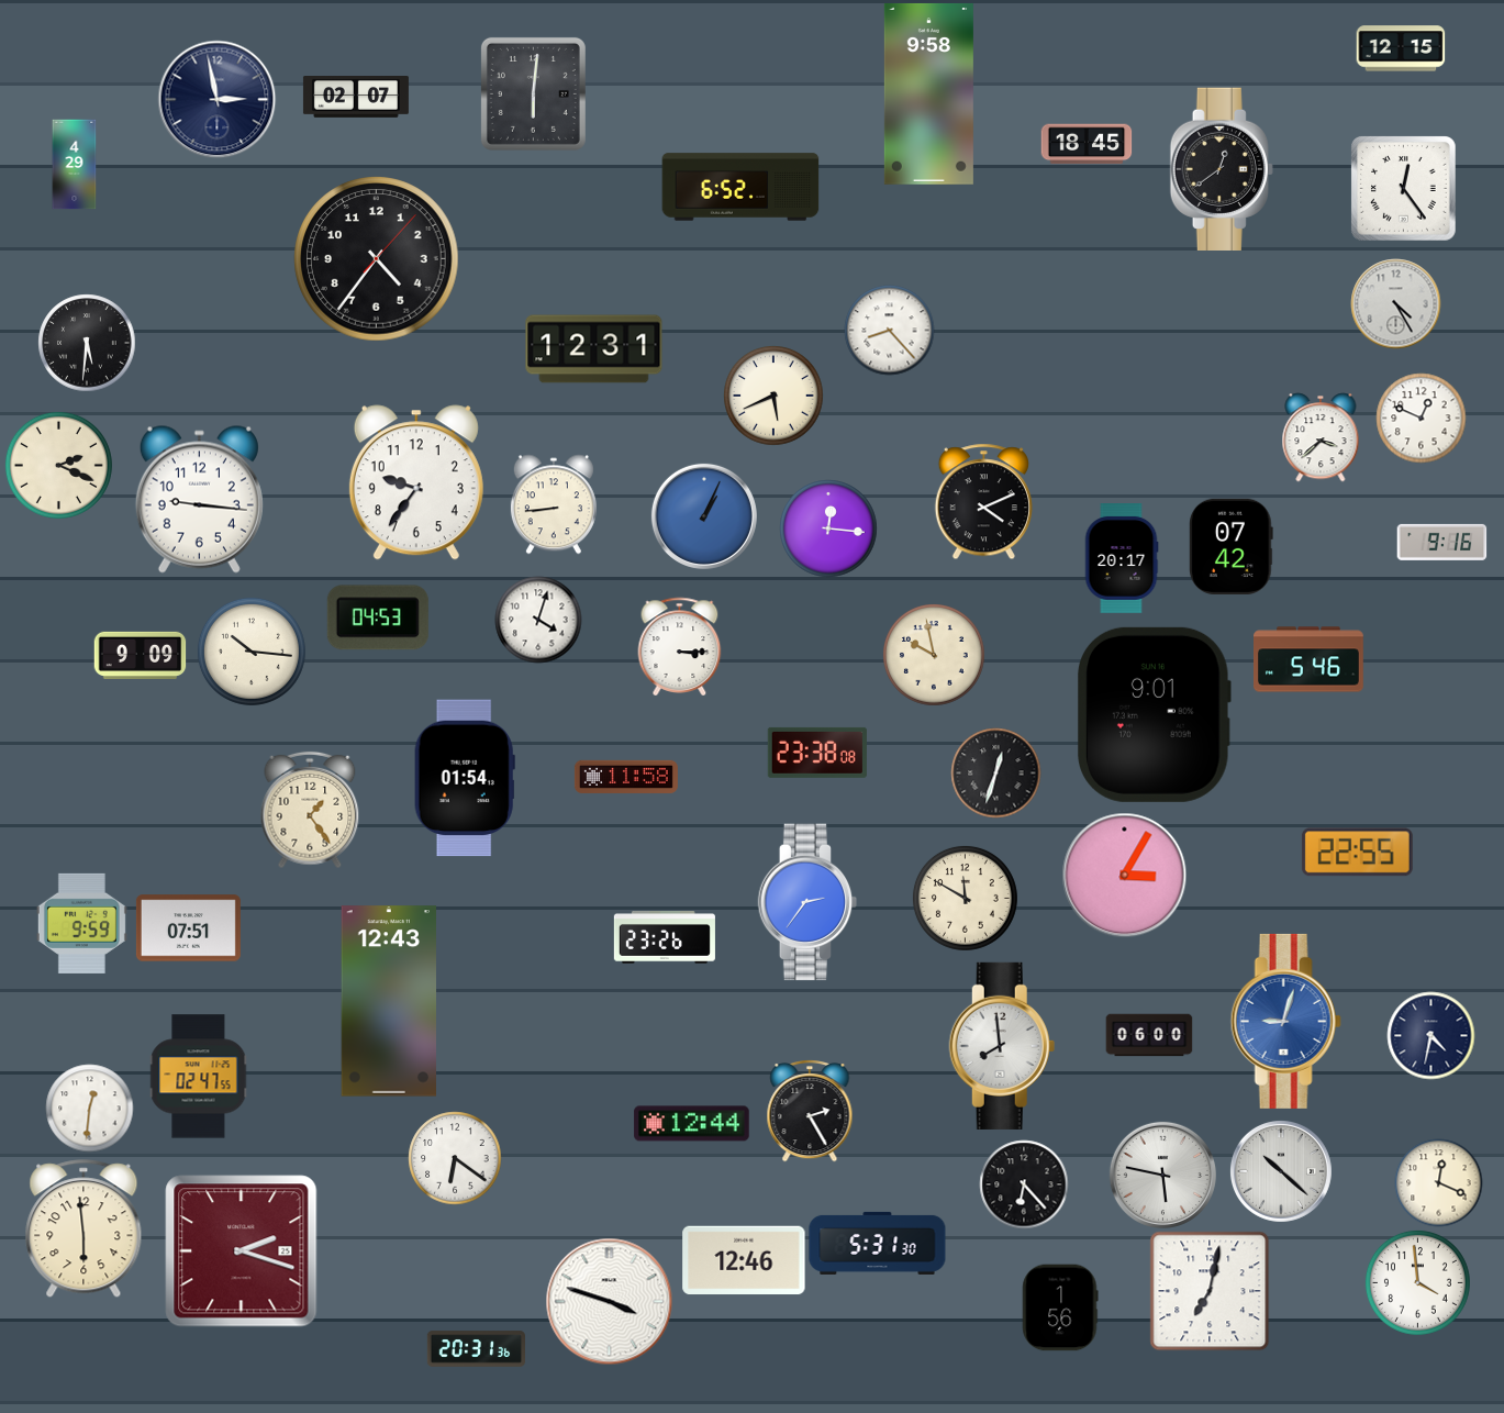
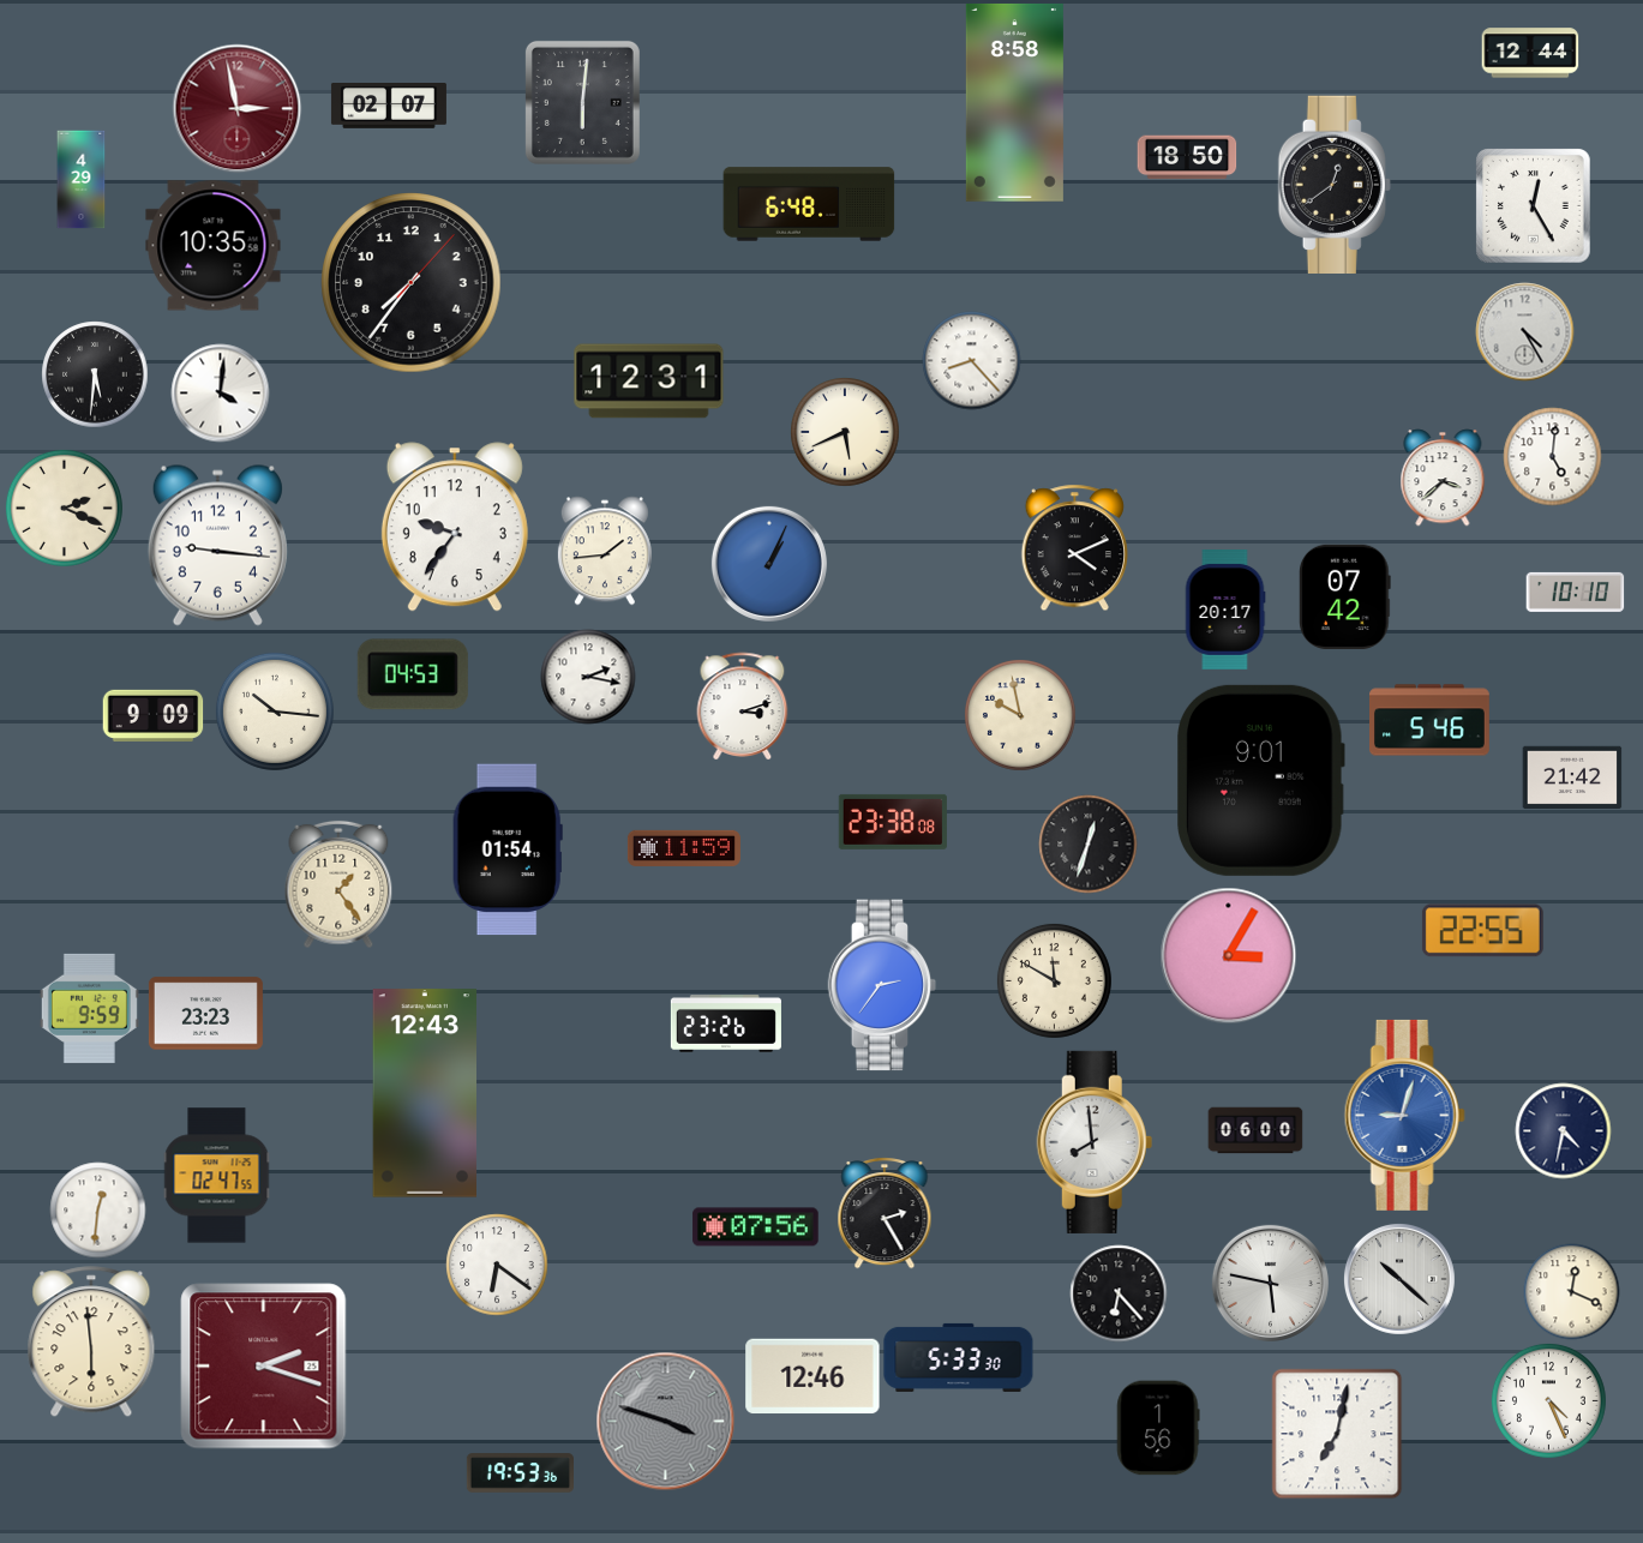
clock at (1401, 48): 12:15 -> 12:44
clock at (928, 94): 9:58 -> 8:58
clock at (216, 99) dial: navy -> burgundy
clock at (1087, 144): 18:45 -> 18:50
clock at (740, 187): 6:52 -> 6:48
clock at (1404, 189): 12:24 -> 12:25
clock at (214, 246): none -> 10:35
clock at (377, 259): 4:36 -> 7:36
clock at (220, 392): none -> 4:01
clock at (1421, 418): 12:49 -> 5:01
clock at (554, 504): 8:44 -> 1:44
clock at (828, 529): 12:16 -> none
clock at (1441, 542): 9:16 -> 10:10
clock at (538, 620): 4:03 -> 2:17
clock at (680, 646): 3:15 -> 3:12
clock at (1572, 777): none -> 21:42
clock at (626, 777): 11:58 -> 11:59
clock at (188, 928): 07:51 -> 23:23
clock at (692, 1124): 12:44 -> 07:56
clock at (878, 1243): 5:31 -> 5:33
clock at (1417, 1282): 3:59 -> 4:26
clock at (1210, 1291) position: (1210, 1291) -> (1337, 1434)
clock at (609, 1301) dial: white -> grey
clock at (476, 1349): 20:31 -> 19:53
